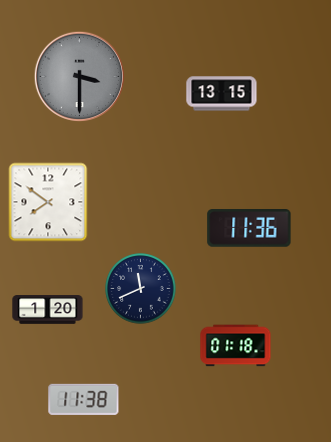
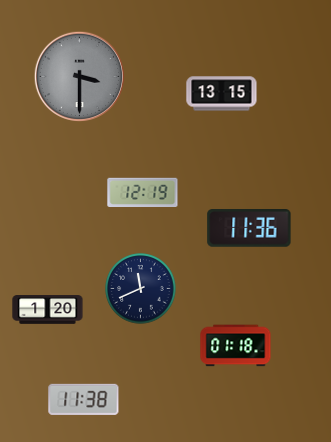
clock at (143, 193): none -> 12:19
clock at (48, 202): 7:51 -> none
